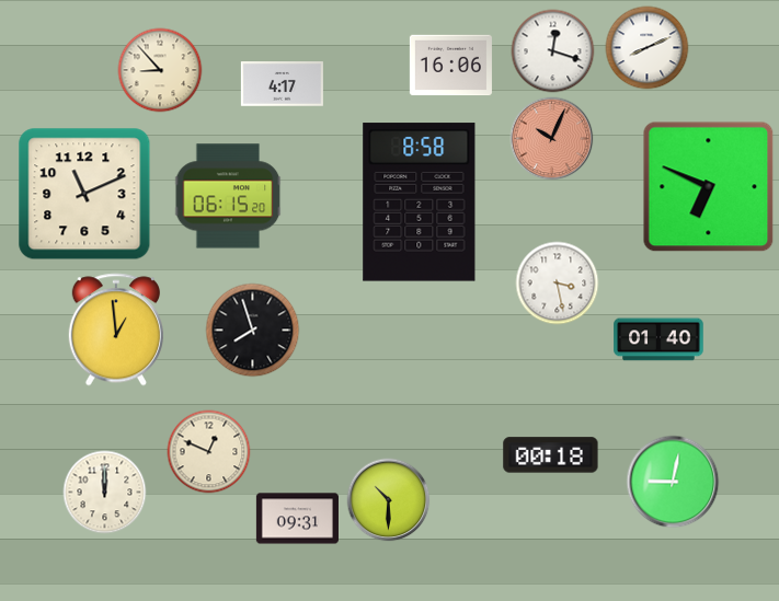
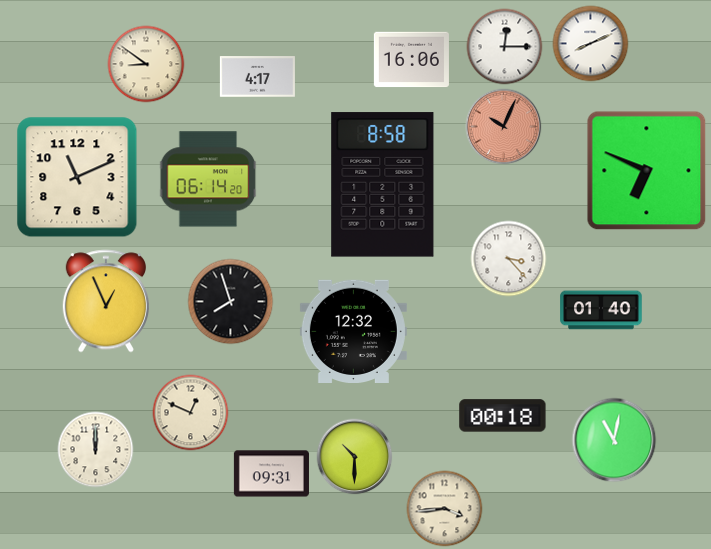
clock at (553, 51): 12:18 -> 12:15
clock at (160, 70): 8:53 -> 8:51
clock at (228, 196): 06:15 -> 06:14
clock at (558, 284): 3:28 -> 3:23
clock at (116, 330): 12:59 -> 12:56
clock at (353, 331): none -> 12:32
clock at (673, 482): 9:02 -> 11:02
clock at (445, 509): none -> 3:44
